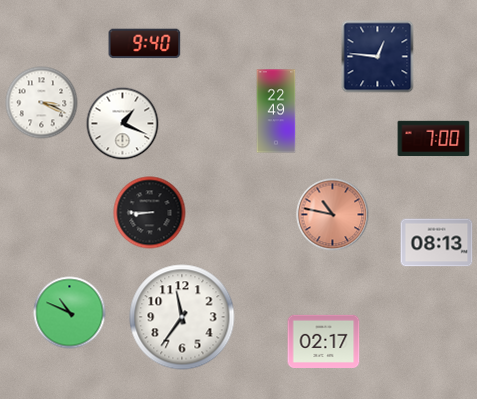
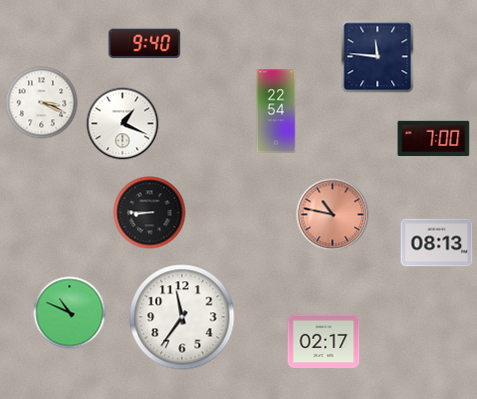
clock at (378, 57): 12:46 -> 11:46
clock at (276, 111): 22:49 -> 22:54
